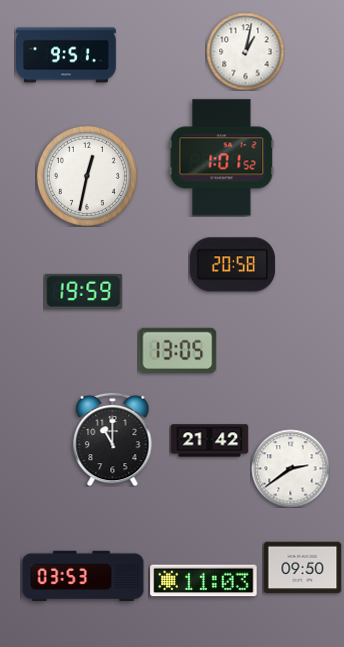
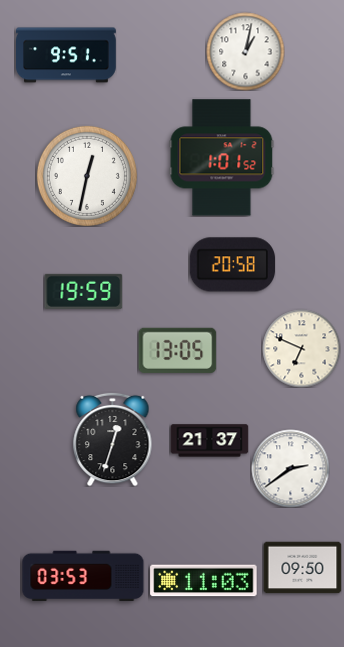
clock at (301, 348): none -> 6:49
clock at (113, 439): 11:00 -> 12:33
clock at (209, 441): 21:42 -> 21:37
